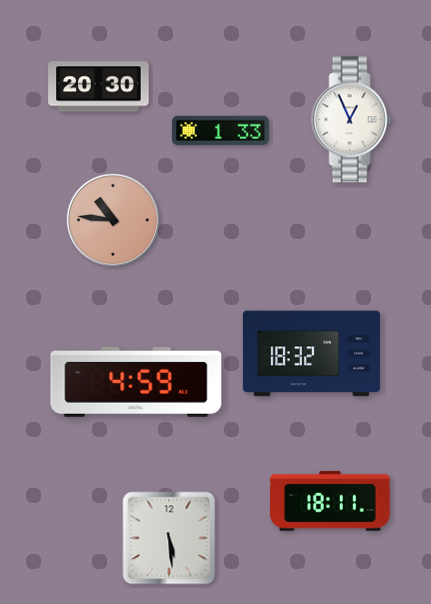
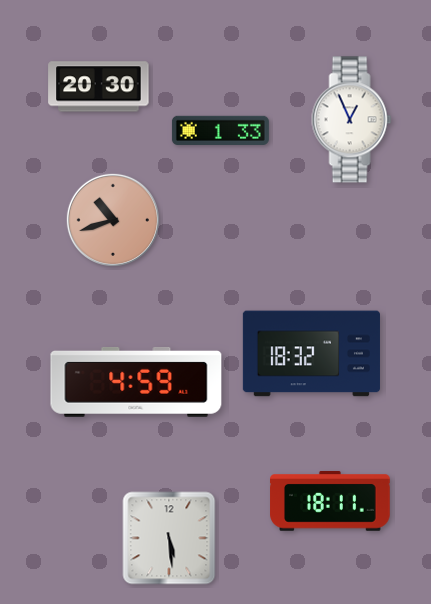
clock at (113, 220): 10:46 -> 10:42
